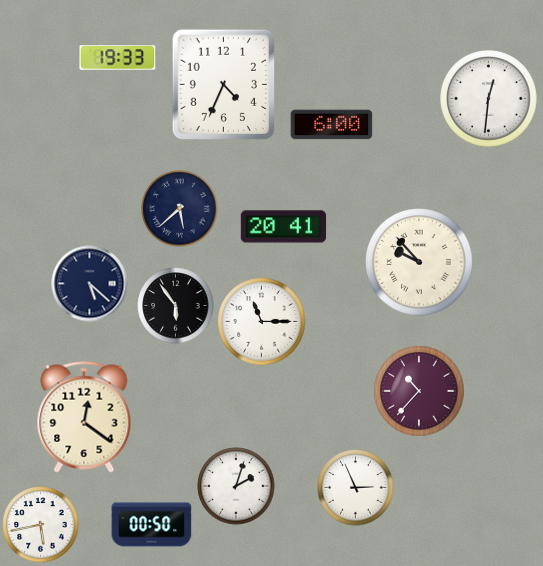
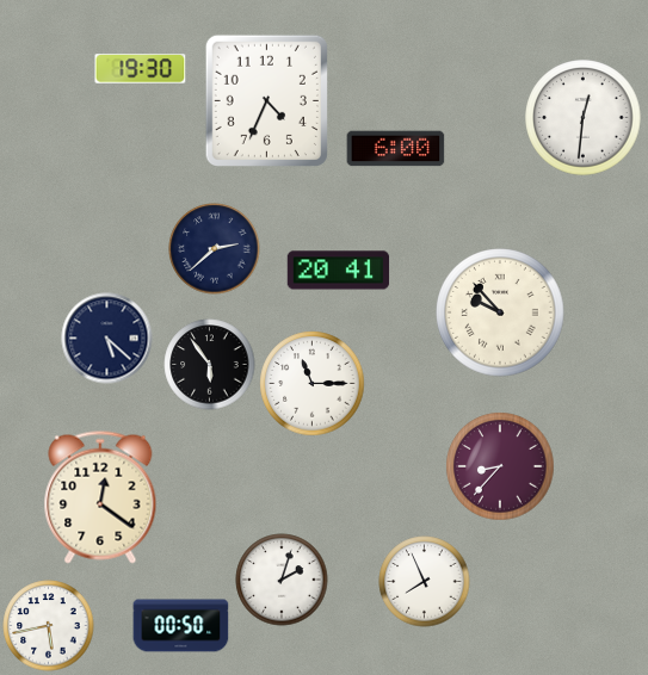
clock at (118, 58): 19:33 -> 19:30
clock at (180, 209): 5:38 -> 2:38
clock at (419, 391): 10:37 -> 8:37
clock at (356, 488): 2:56 -> 7:56
